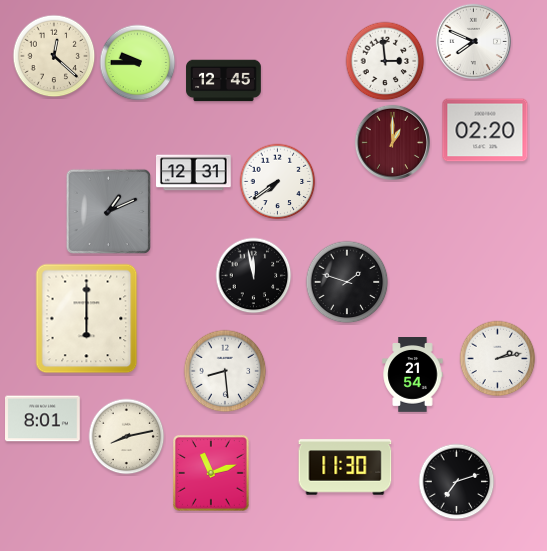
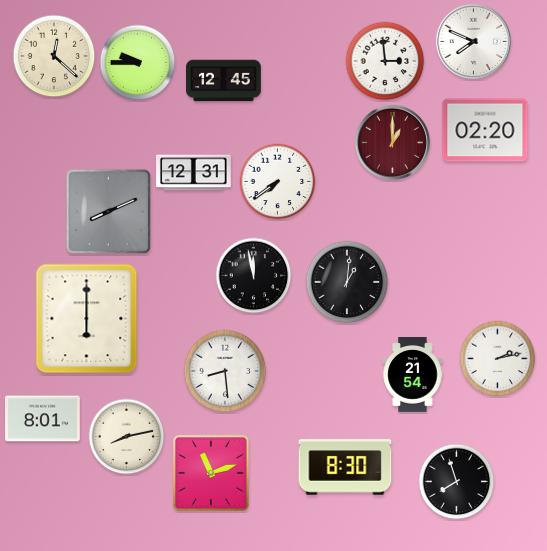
clock at (108, 211): 1:11 -> 8:11
clock at (347, 282): 1:48 -> 1:01
clock at (345, 467): 11:30 -> 8:30
clock at (457, 482): 7:12 -> 7:57
